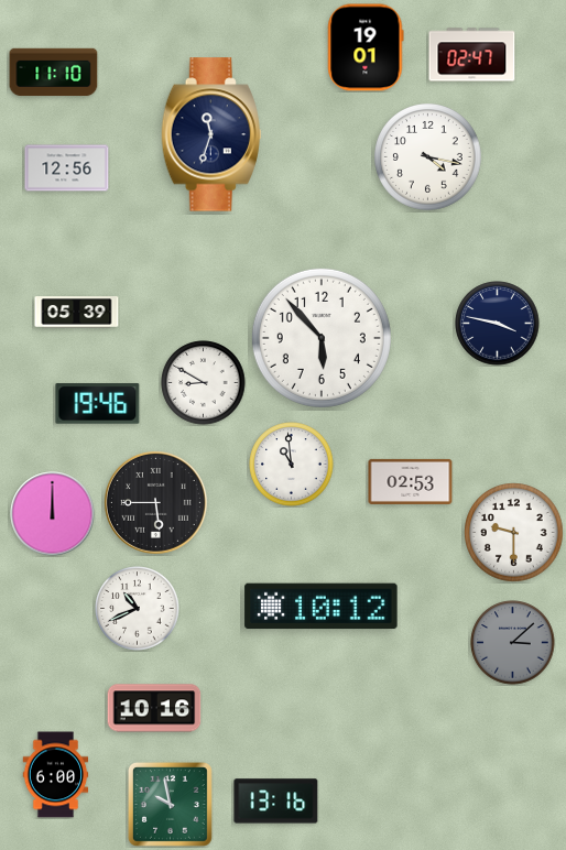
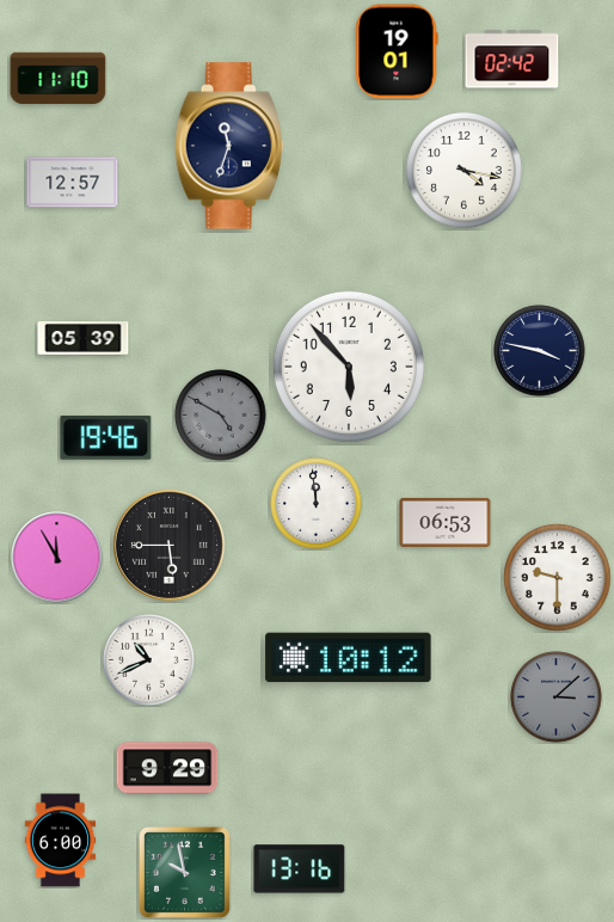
clock at (472, 55): 02:47 -> 02:42
clock at (67, 168): 12:56 -> 12:57
clock at (204, 383): 8:50 -> 4:50
clock at (204, 383) dial: white -> grey
clock at (292, 465): 10:59 -> 11:59
clock at (411, 481): 02:53 -> 06:53
clock at (53, 514): 12:00 -> 11:55
clock at (154, 708): 10:16 -> 9:29
